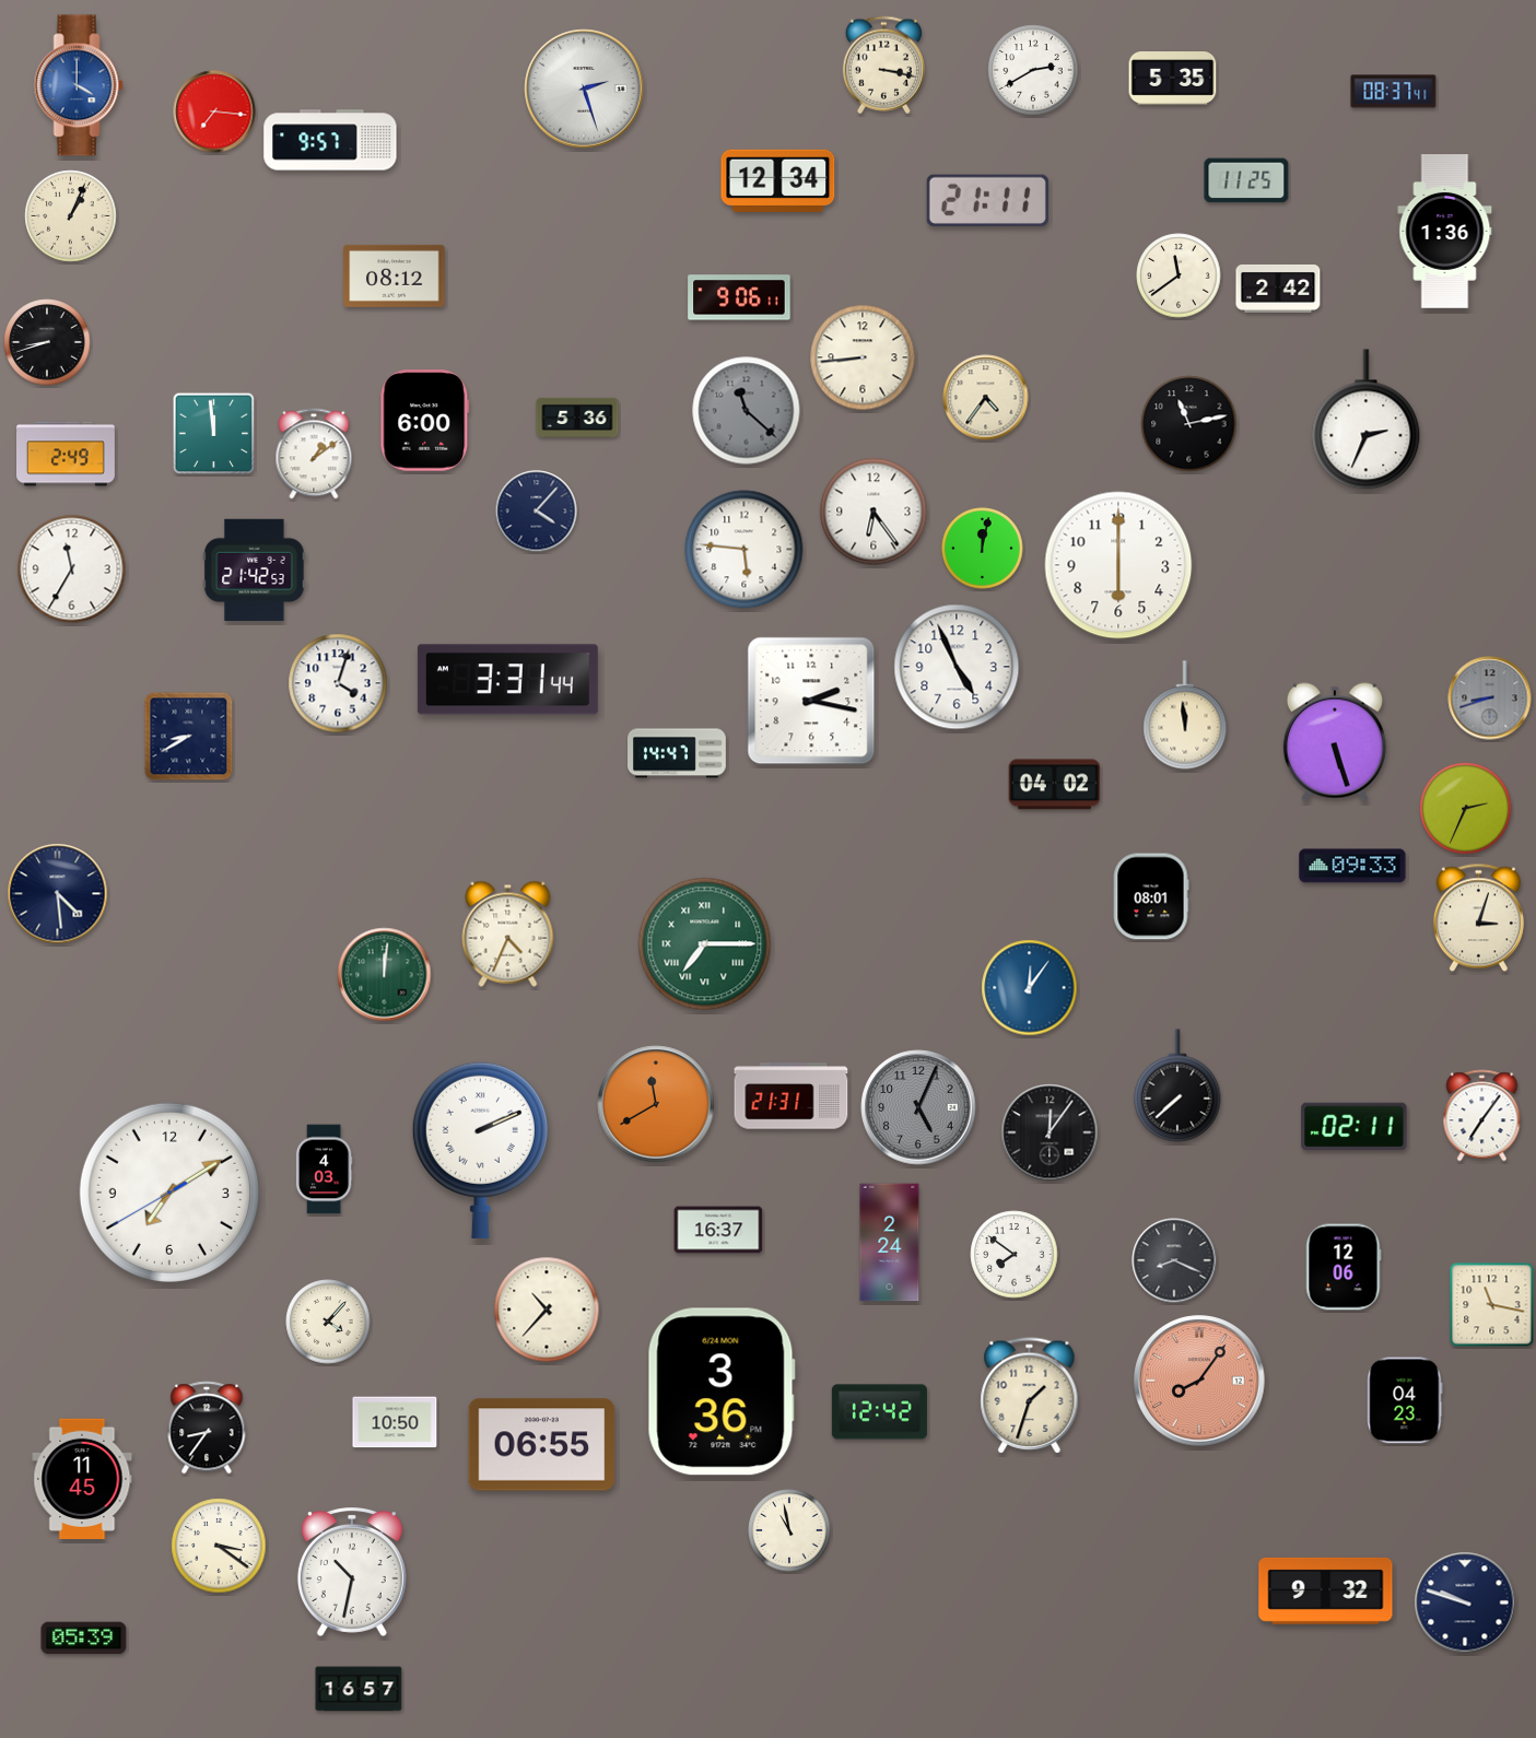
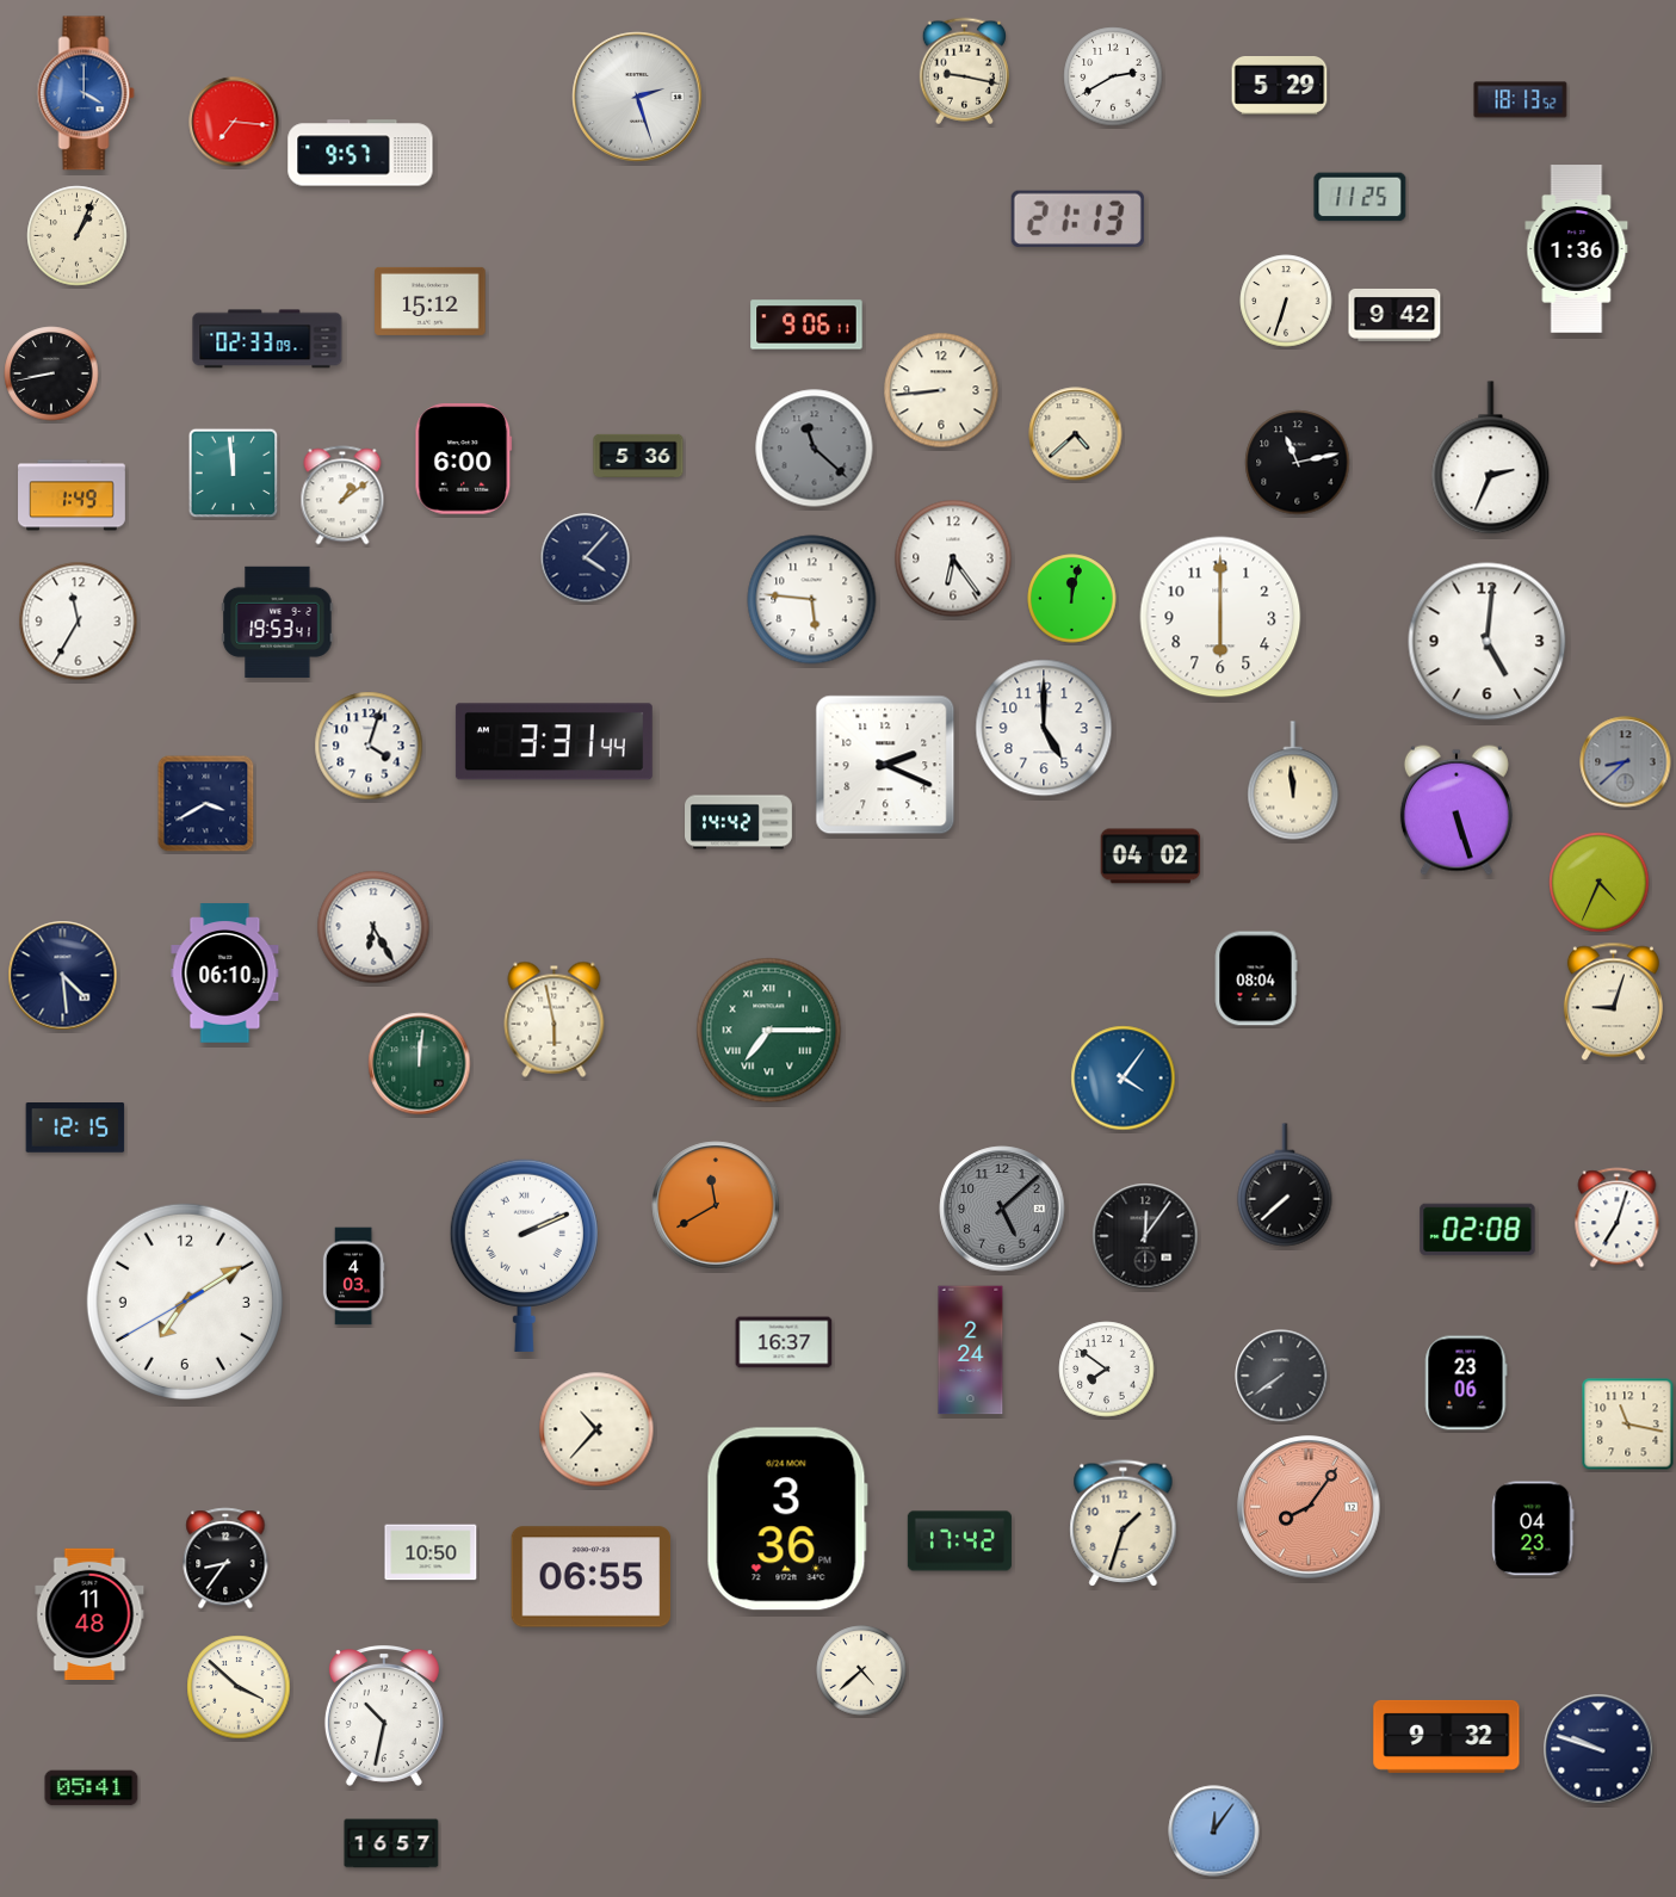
clock at (883, 66): 3:17 -> 9:17
clock at (1033, 70) position: (1033, 70) -> (1113, 76)
clock at (1173, 79): 5:35 -> 5:29
clock at (1394, 92): 08:37 -> 18:13
clock at (778, 180): 12:34 -> none
clock at (987, 200): 21:11 -> 21:13
clock at (1445, 232) position: (1445, 232) -> (1577, 249)
clock at (395, 275): 08:12 -> 15:12
clock at (1179, 275): 11:39 -> 6:33
clock at (1278, 289): 2:42 -> 9:42
clock at (267, 339): none -> 02:33
clock at (47, 342): 8:42 -> 8:43
clock at (986, 398): 4:36 -> 4:38
clock at (577, 416) position: (577, 416) -> (638, 455)
clock at (67, 454): 2:49 -> 1:49
clock at (255, 569): 21:42 -> 19:53
clock at (1488, 642): none -> 5:01
clock at (957, 667): 4:56 -> 5:00
clock at (1490, 698): 8:42 -> 8:38
clock at (811, 701): 2:17 -> 2:19
clock at (189, 737): 8:40 -> 3:40
clock at (678, 753): 14:47 -> 14:42
clock at (1466, 809): 2:34 -> 4:34
clock at (373, 927): none -> 6:25
clock at (1352, 866): 09:33 -> none
clock at (225, 974): none -> 06:10
clock at (1151, 896): 08:01 -> 08:04
clock at (1478, 918): 3:03 -> 9:03
clock at (508, 933): 4:34 -> 5:58
clock at (1030, 988): 12:06 -> 4:06
clock at (75, 1127): none -> 12:15
clock at (792, 1096): 21:31 -> none
clock at (918, 1107): 5:04 -> 5:08
clock at (1482, 1116): 7:06 -> 7:03
clock at (1355, 1127): 02:11 -> 02:08
clock at (890, 1243) position: (890, 1243) -> (971, 1351)
clock at (1174, 1260): 8:19 -> 7:39
clock at (1344, 1267): 12:06 -> 23:06
clock at (328, 1322): 4:07 -> none
clock at (879, 1412): 12:42 -> 17:42
clock at (82, 1478): 11:45 -> 11:48
clock at (789, 1530): 10:58 -> 4:38
clock at (219, 1546): 3:21 -> 3:52
clock at (84, 1639): 05:39 -> 05:41
clock at (1214, 1831): none -> 12:06
